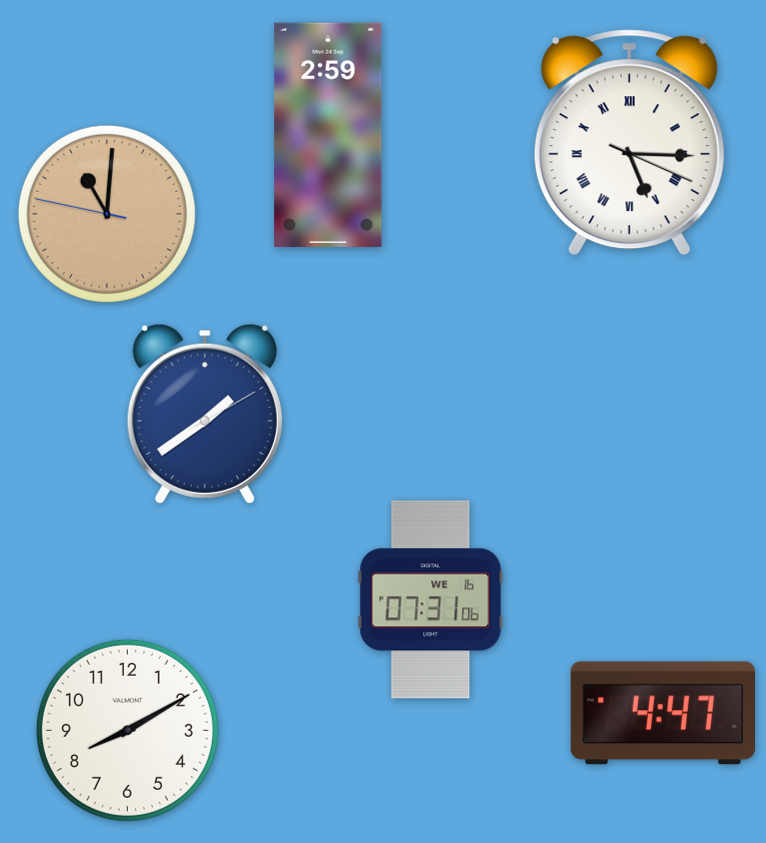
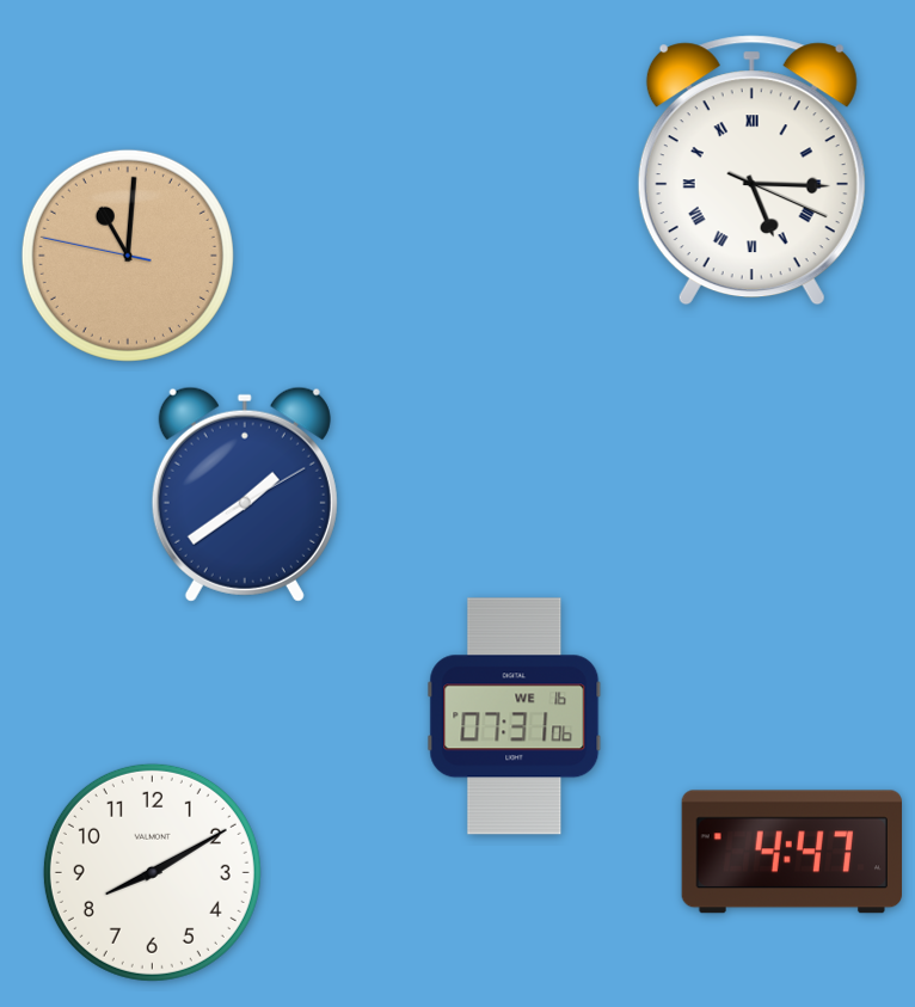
clock at (328, 135): 2:59 -> none
